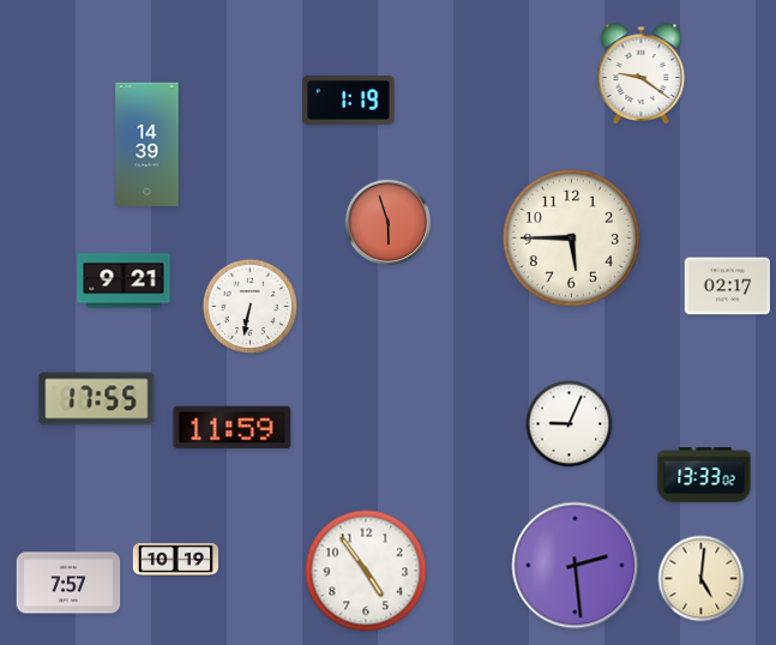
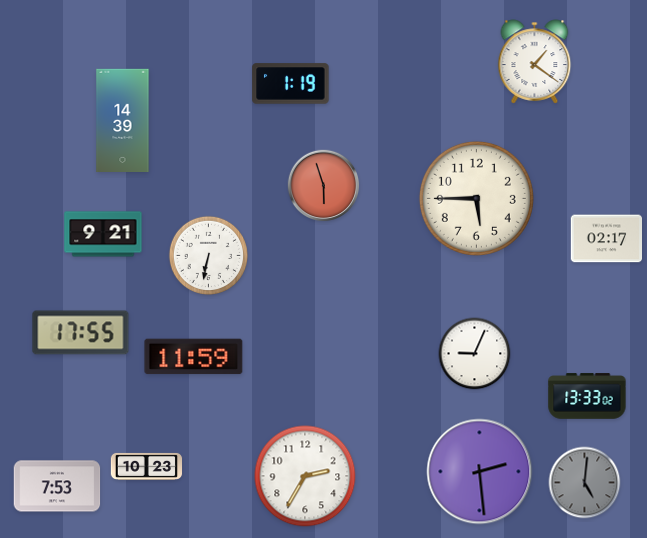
clock at (642, 74): 9:21 -> 1:21
clock at (176, 559): 10:19 -> 10:23
clock at (366, 571): 4:54 -> 2:35
clock at (702, 579) dial: cream -> grey
clock at (68, 583): 7:57 -> 7:53
